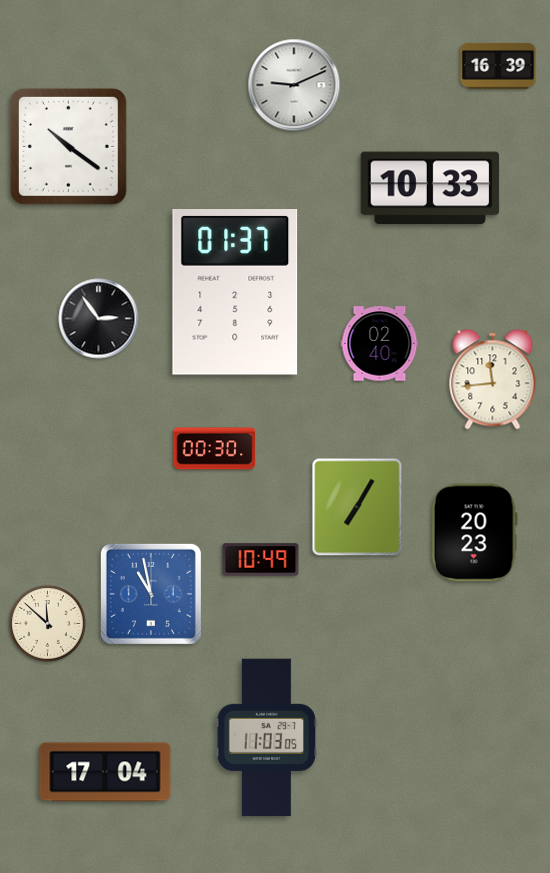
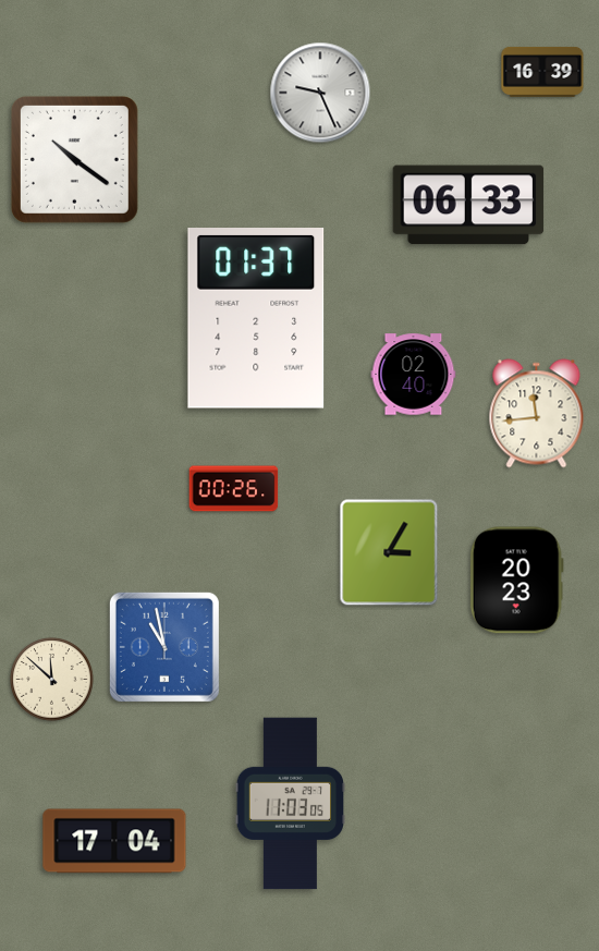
clock at (294, 85): 9:11 -> 9:26
clock at (430, 188): 10:33 -> 06:33
clock at (99, 319): 2:54 -> none
clock at (215, 449): 00:30 -> 00:26
clock at (357, 507): 7:05 -> 3:05
clock at (261, 560): 10:49 -> none
